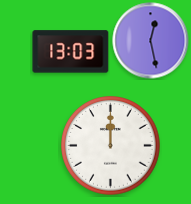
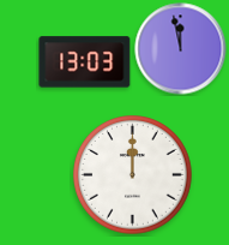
clock at (151, 41): 12:28 -> 11:58
